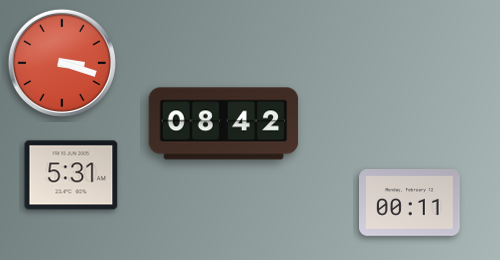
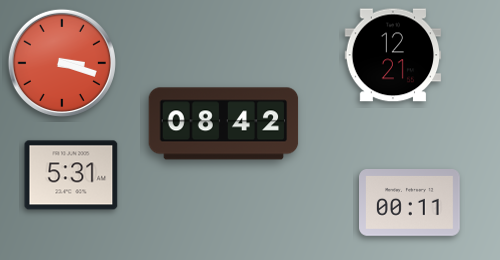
clock at (393, 55): none -> 12:21
